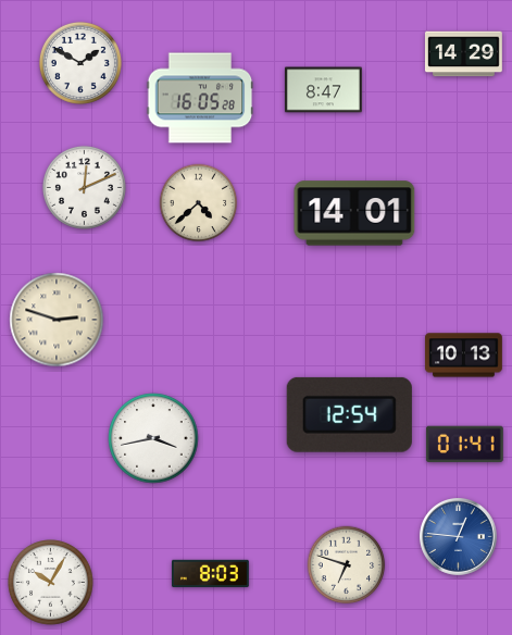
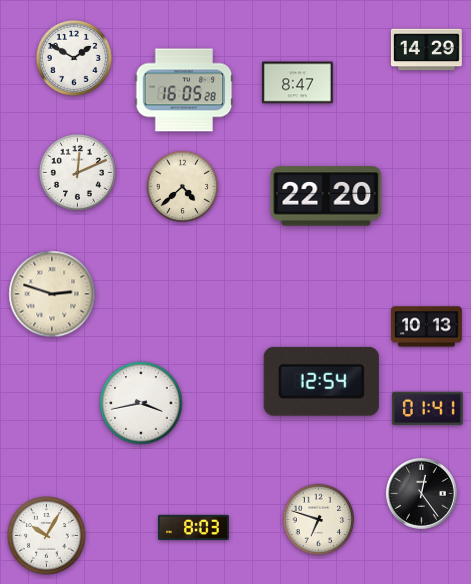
clock at (354, 213): 14:01 -> 22:20
clock at (458, 536): 12:46 -> 12:24
clock at (458, 536) dial: blue -> black
